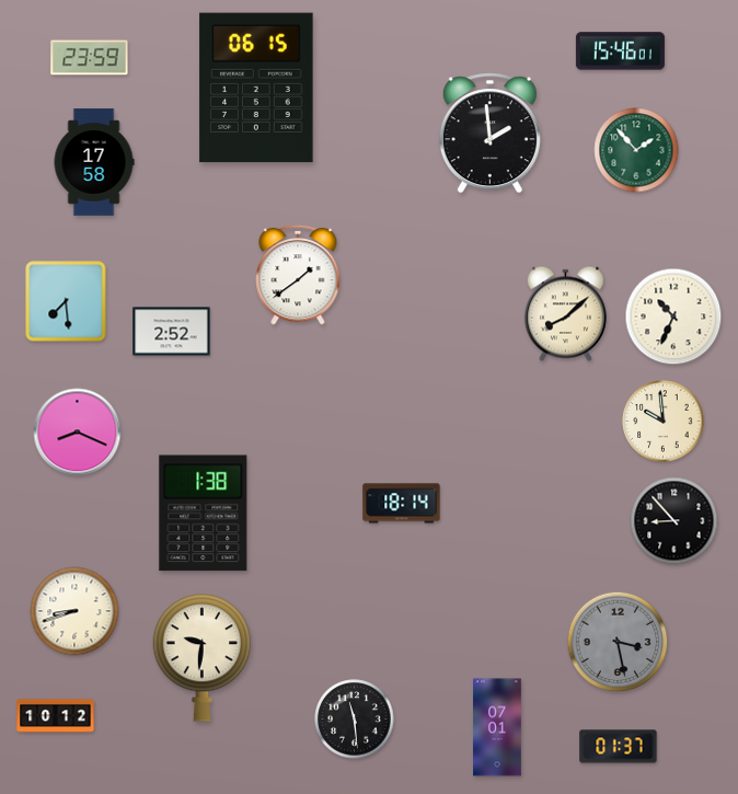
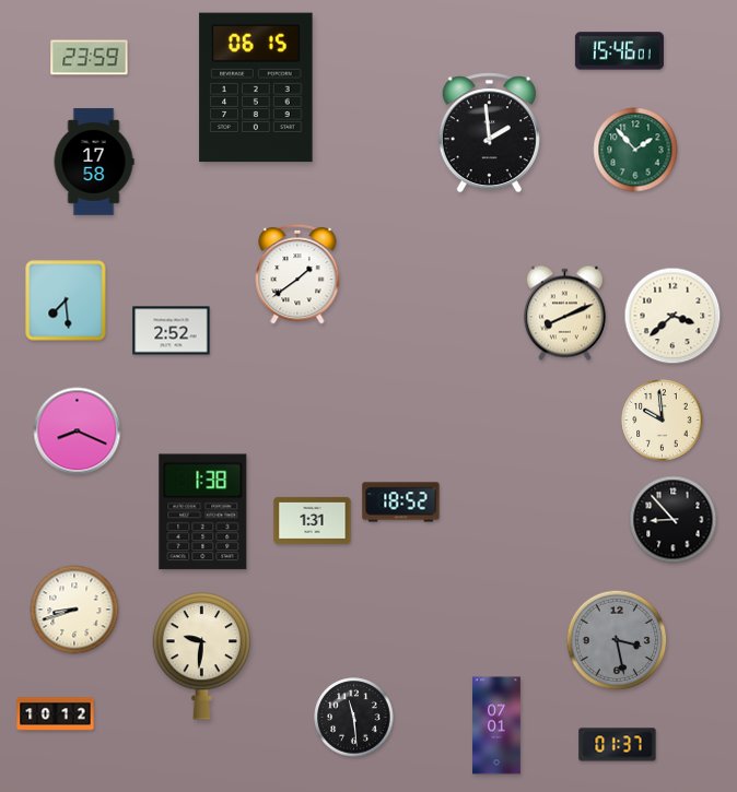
clock at (565, 314): 8:08 -> 8:11
clock at (673, 317): 10:34 -> 3:38
clock at (402, 504): 18:14 -> 18:52
clock at (313, 520): none -> 1:31
